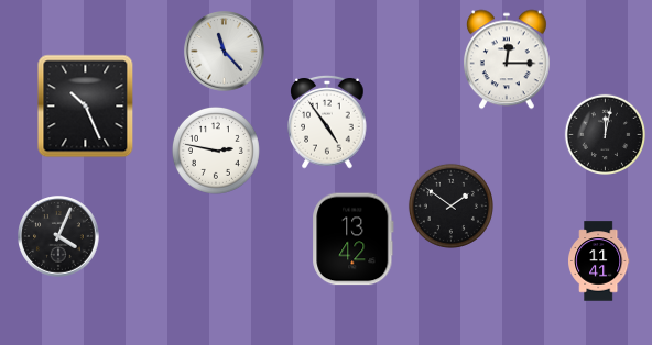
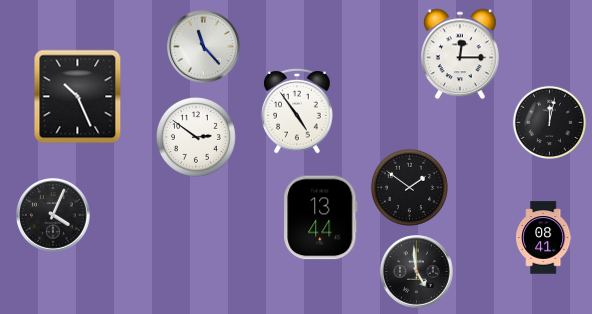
clock at (216, 151): 2:47 -> 2:51
clock at (354, 240): 13:42 -> 13:44
clock at (598, 261): 11:41 -> 08:41
clock at (417, 272): none -> 4:59
